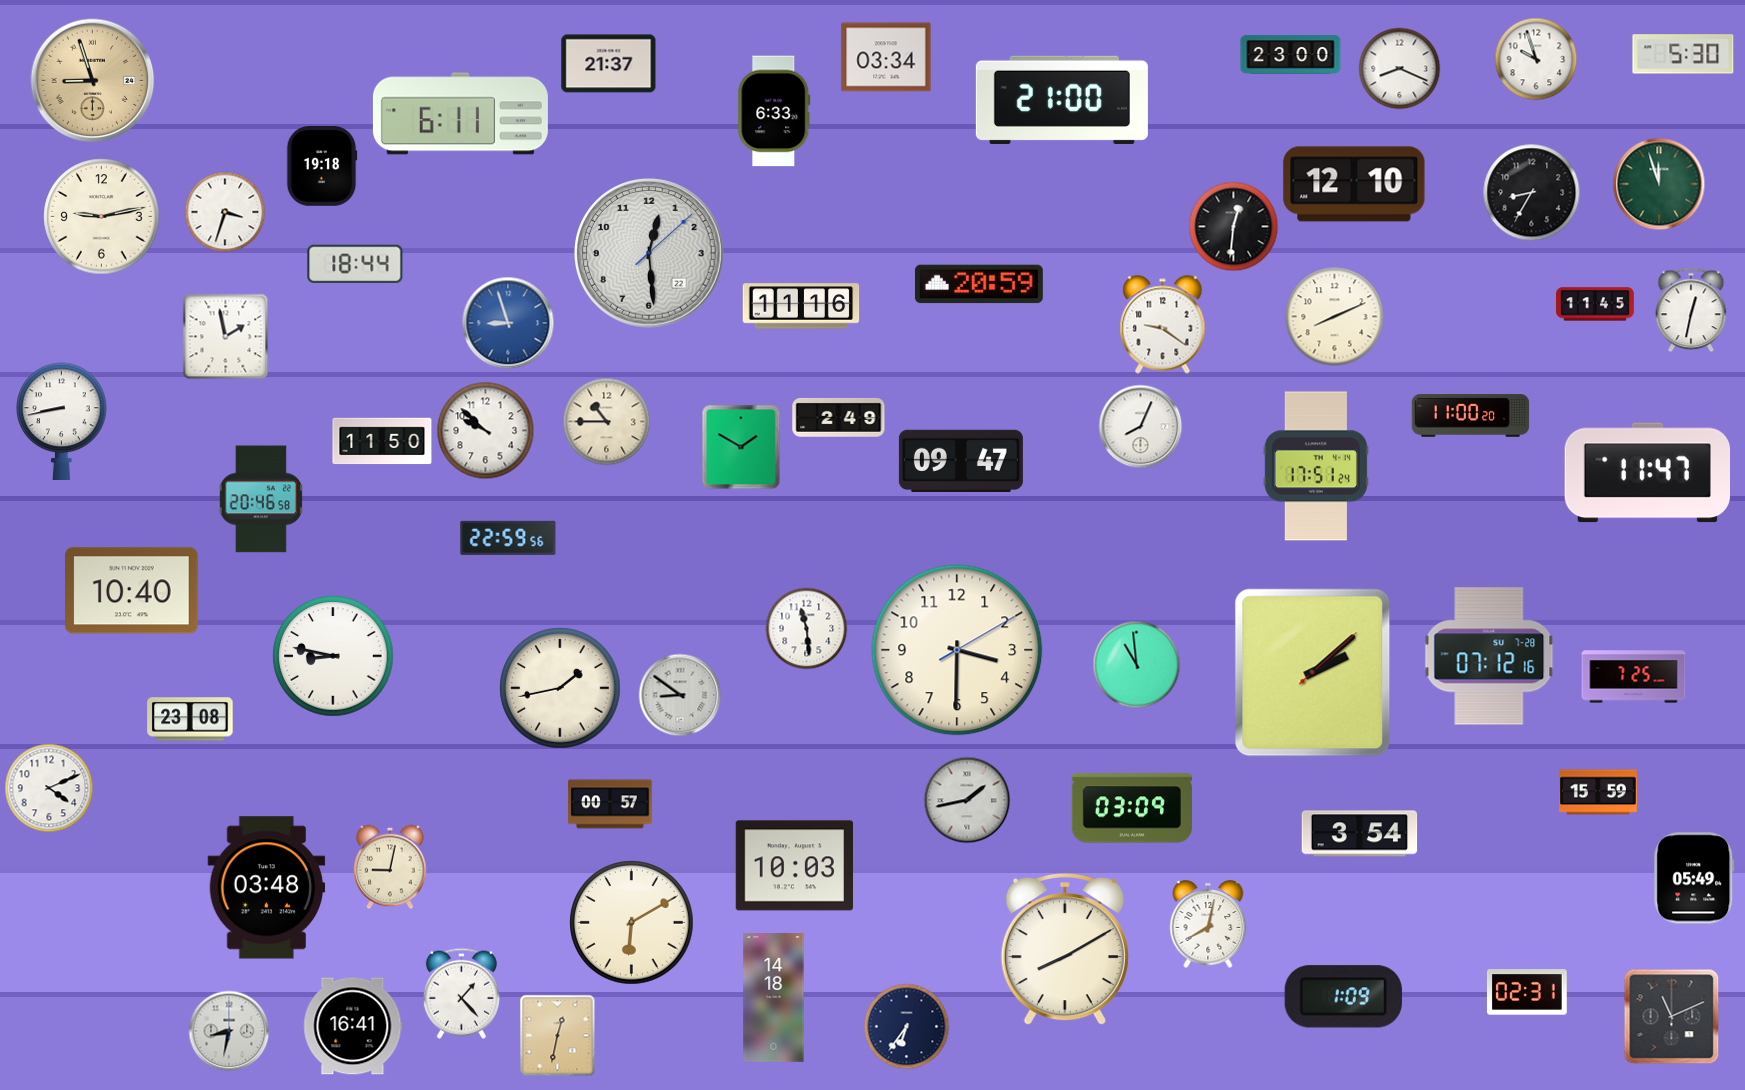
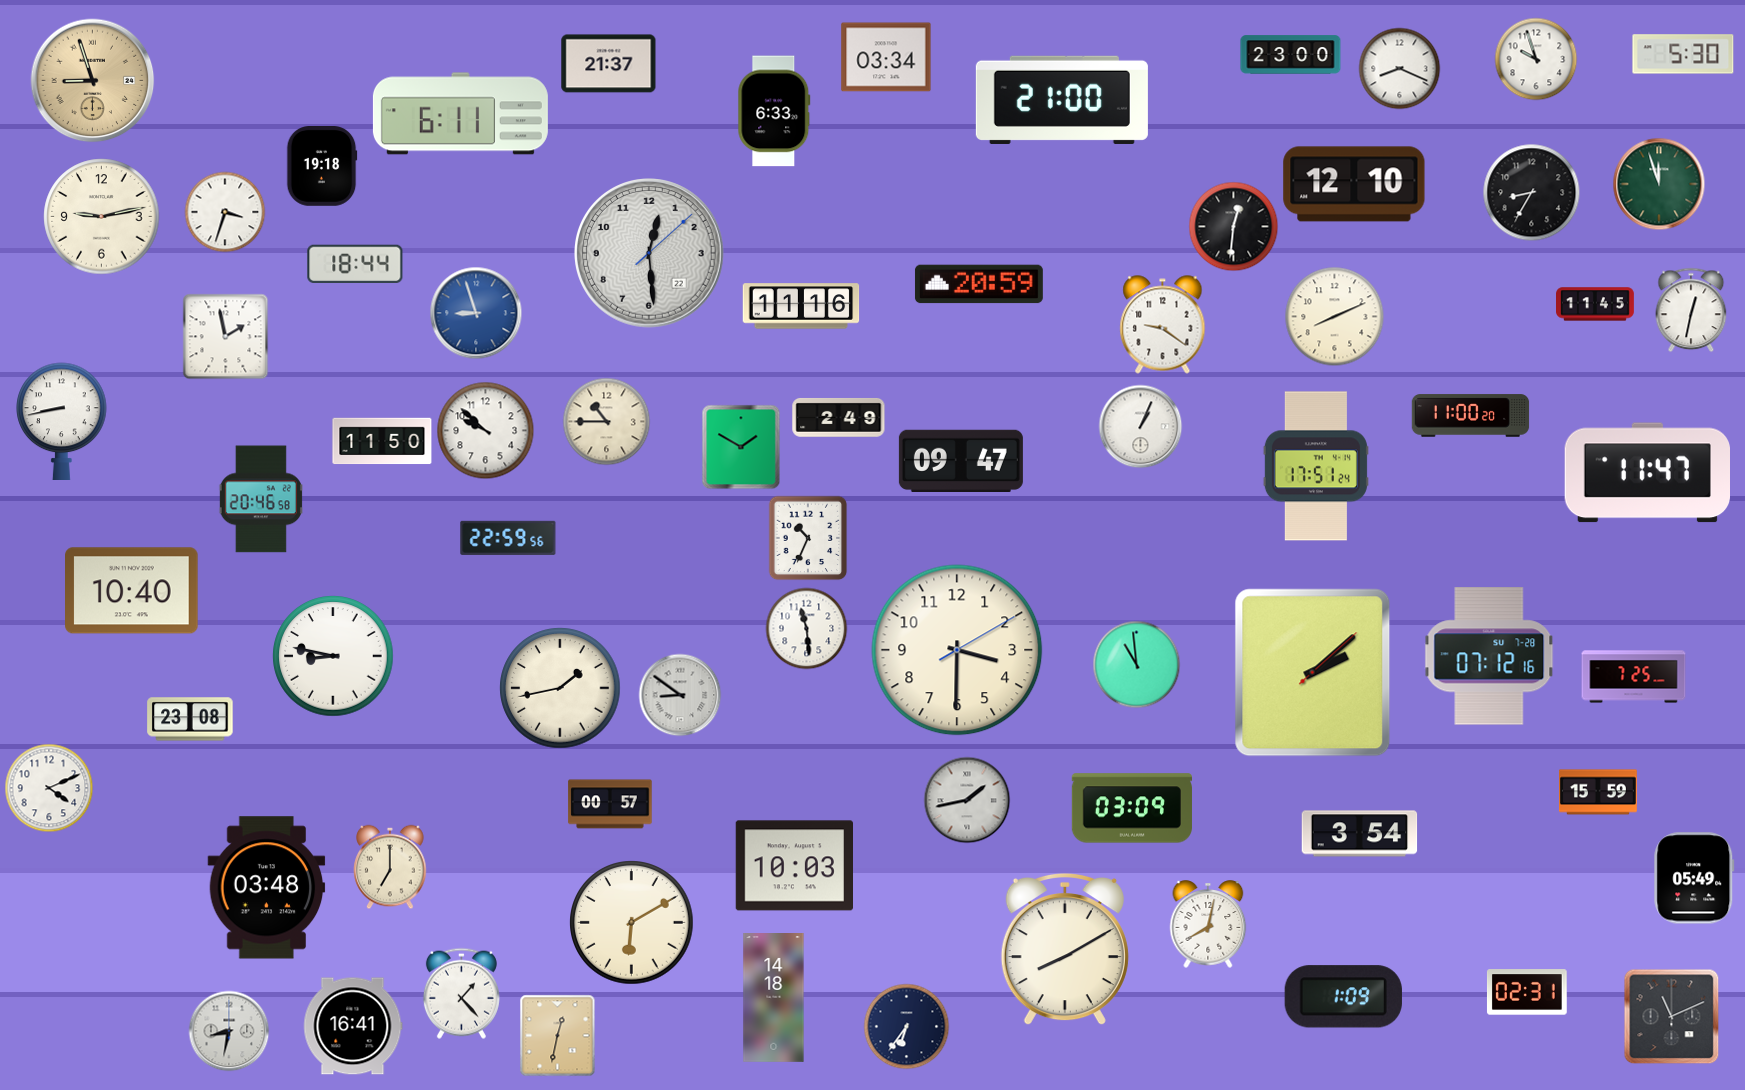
clock at (508, 323) position: (508, 323) -> (476, 313)
clock at (1140, 426): 8:04 -> 1:04
clock at (808, 538): none -> 10:34
clock at (390, 867): 9:02 -> 7:00
